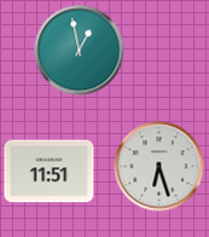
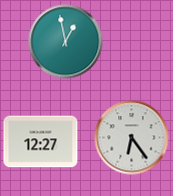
clock at (159, 167): 6:27 -> 6:24
clock at (50, 172): 11:51 -> 12:27
